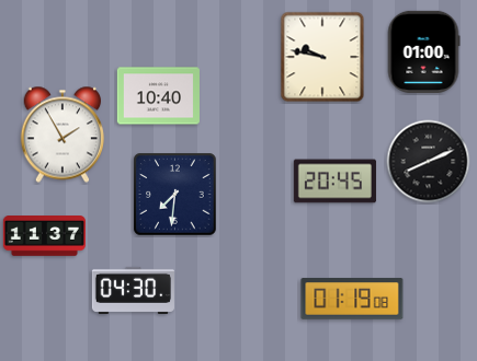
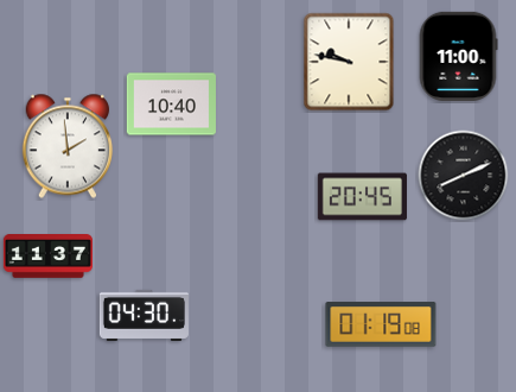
clock at (423, 51): 01:00 -> 11:00
clock at (61, 135): 1:55 -> 1:59
clock at (175, 195): 7:31 -> none
